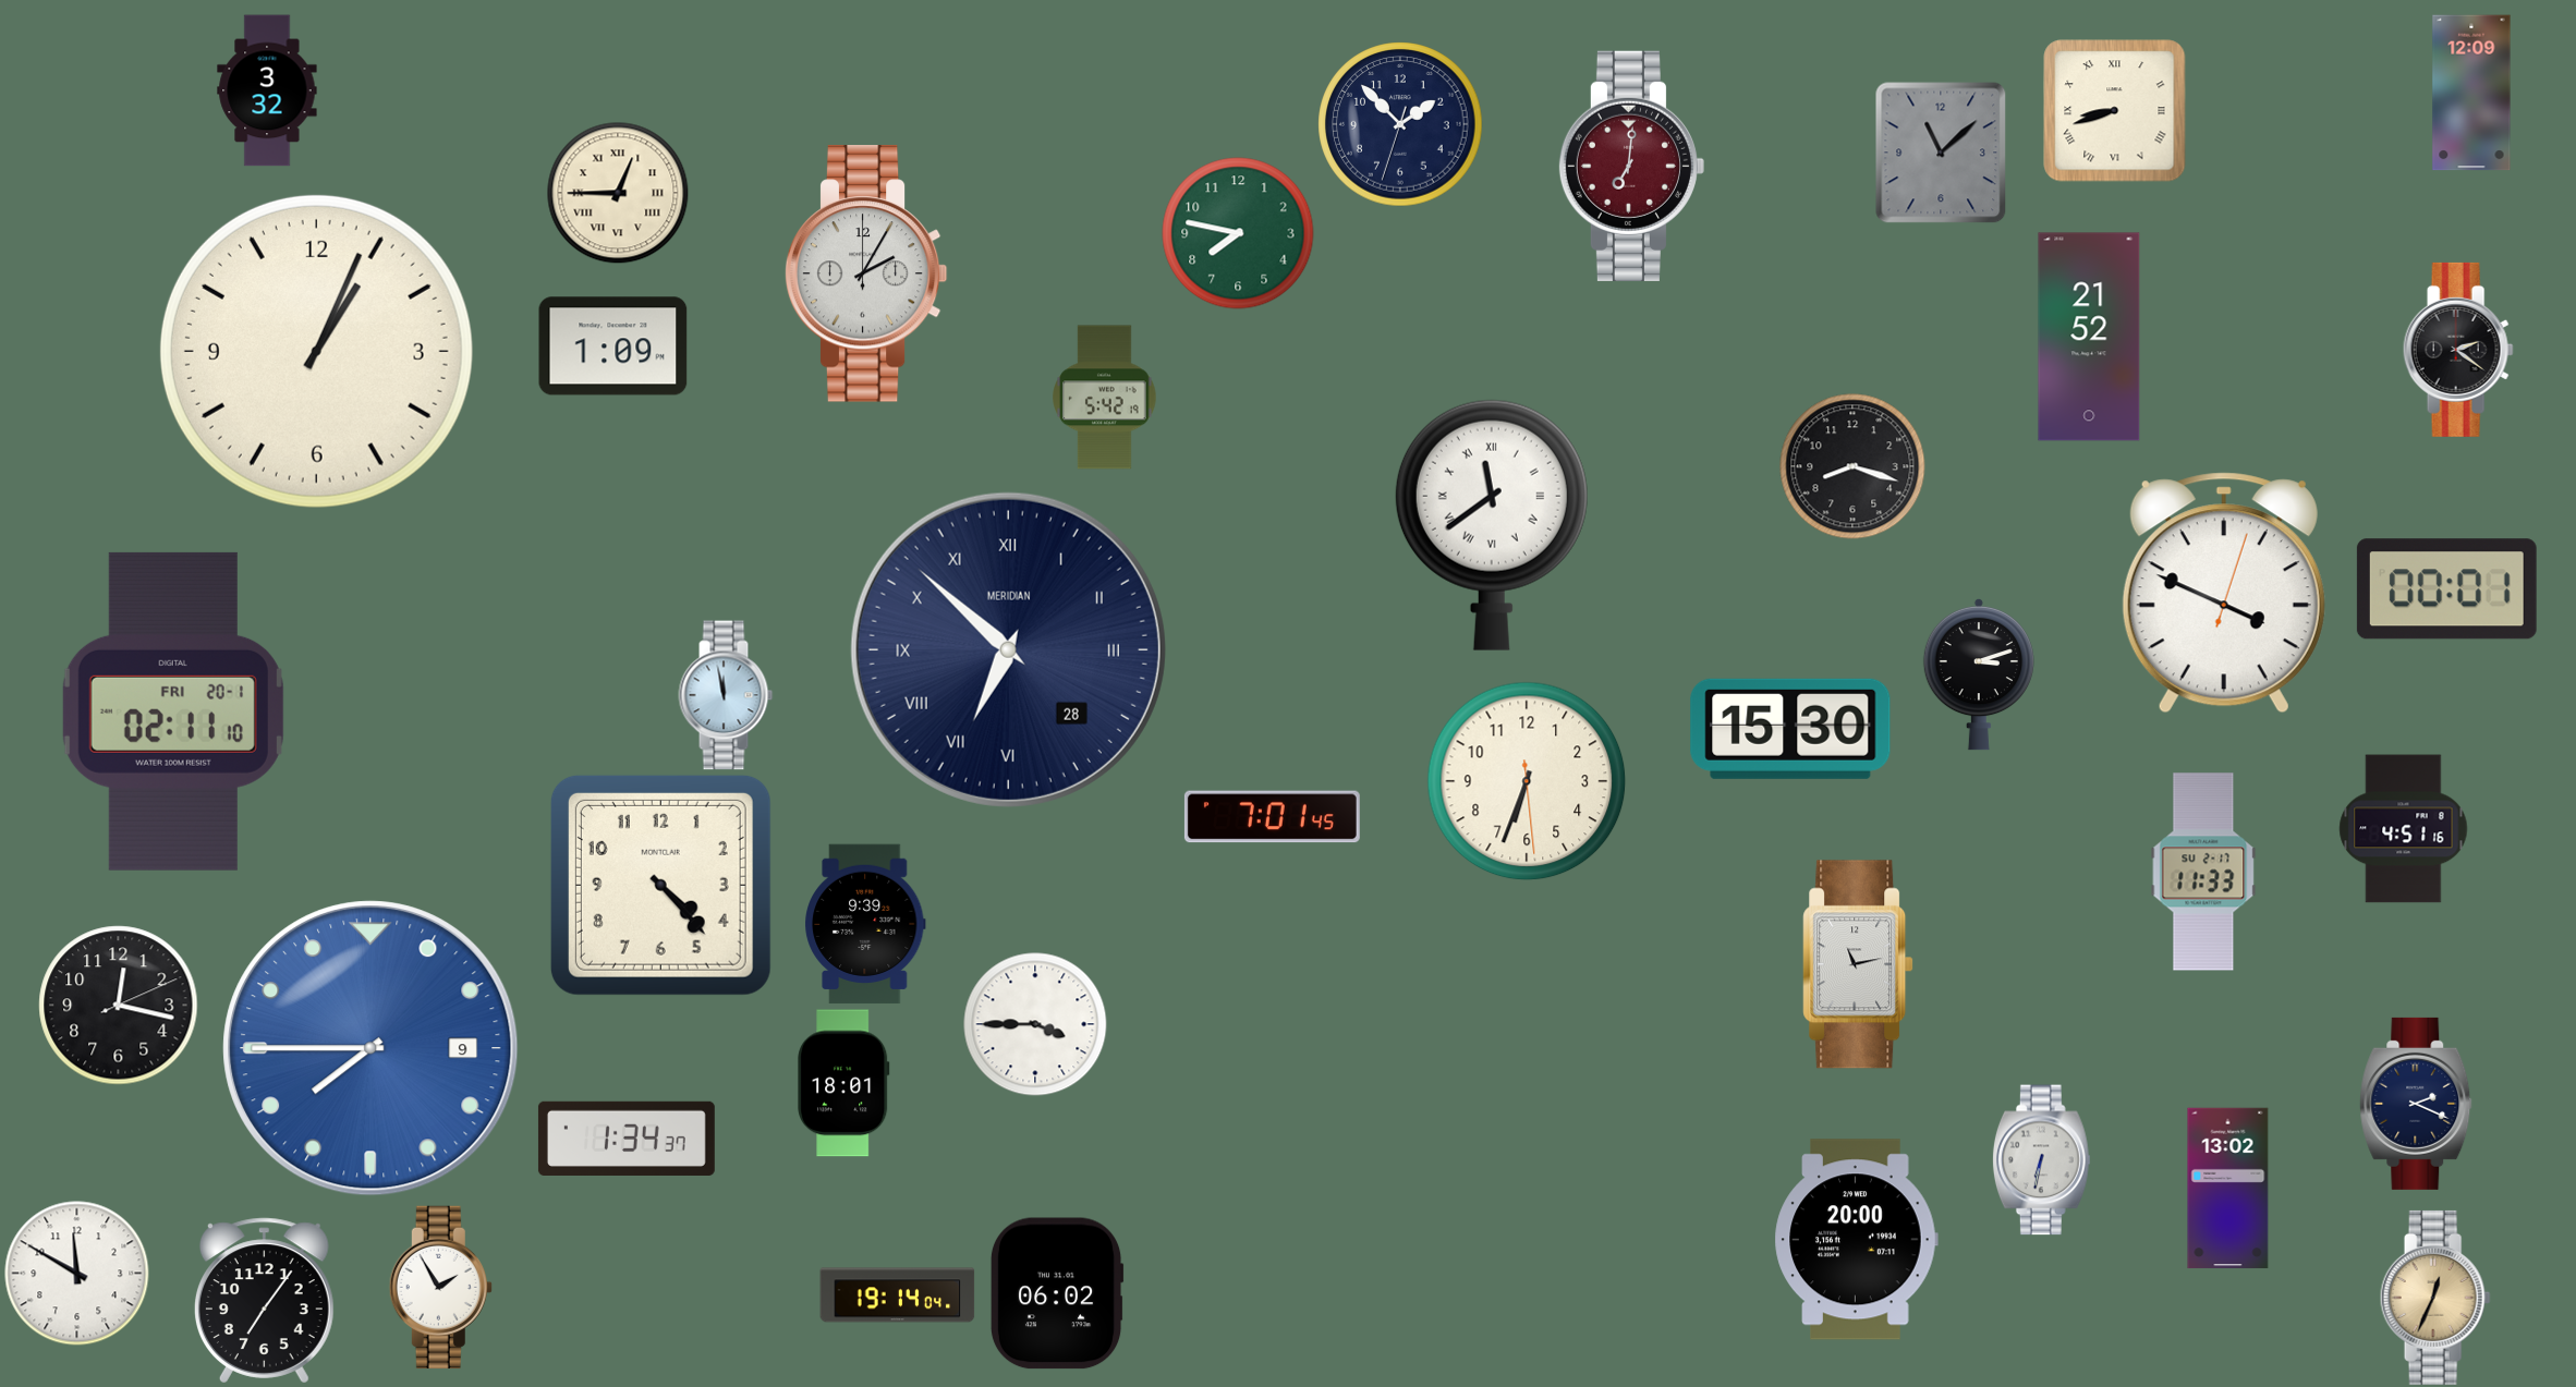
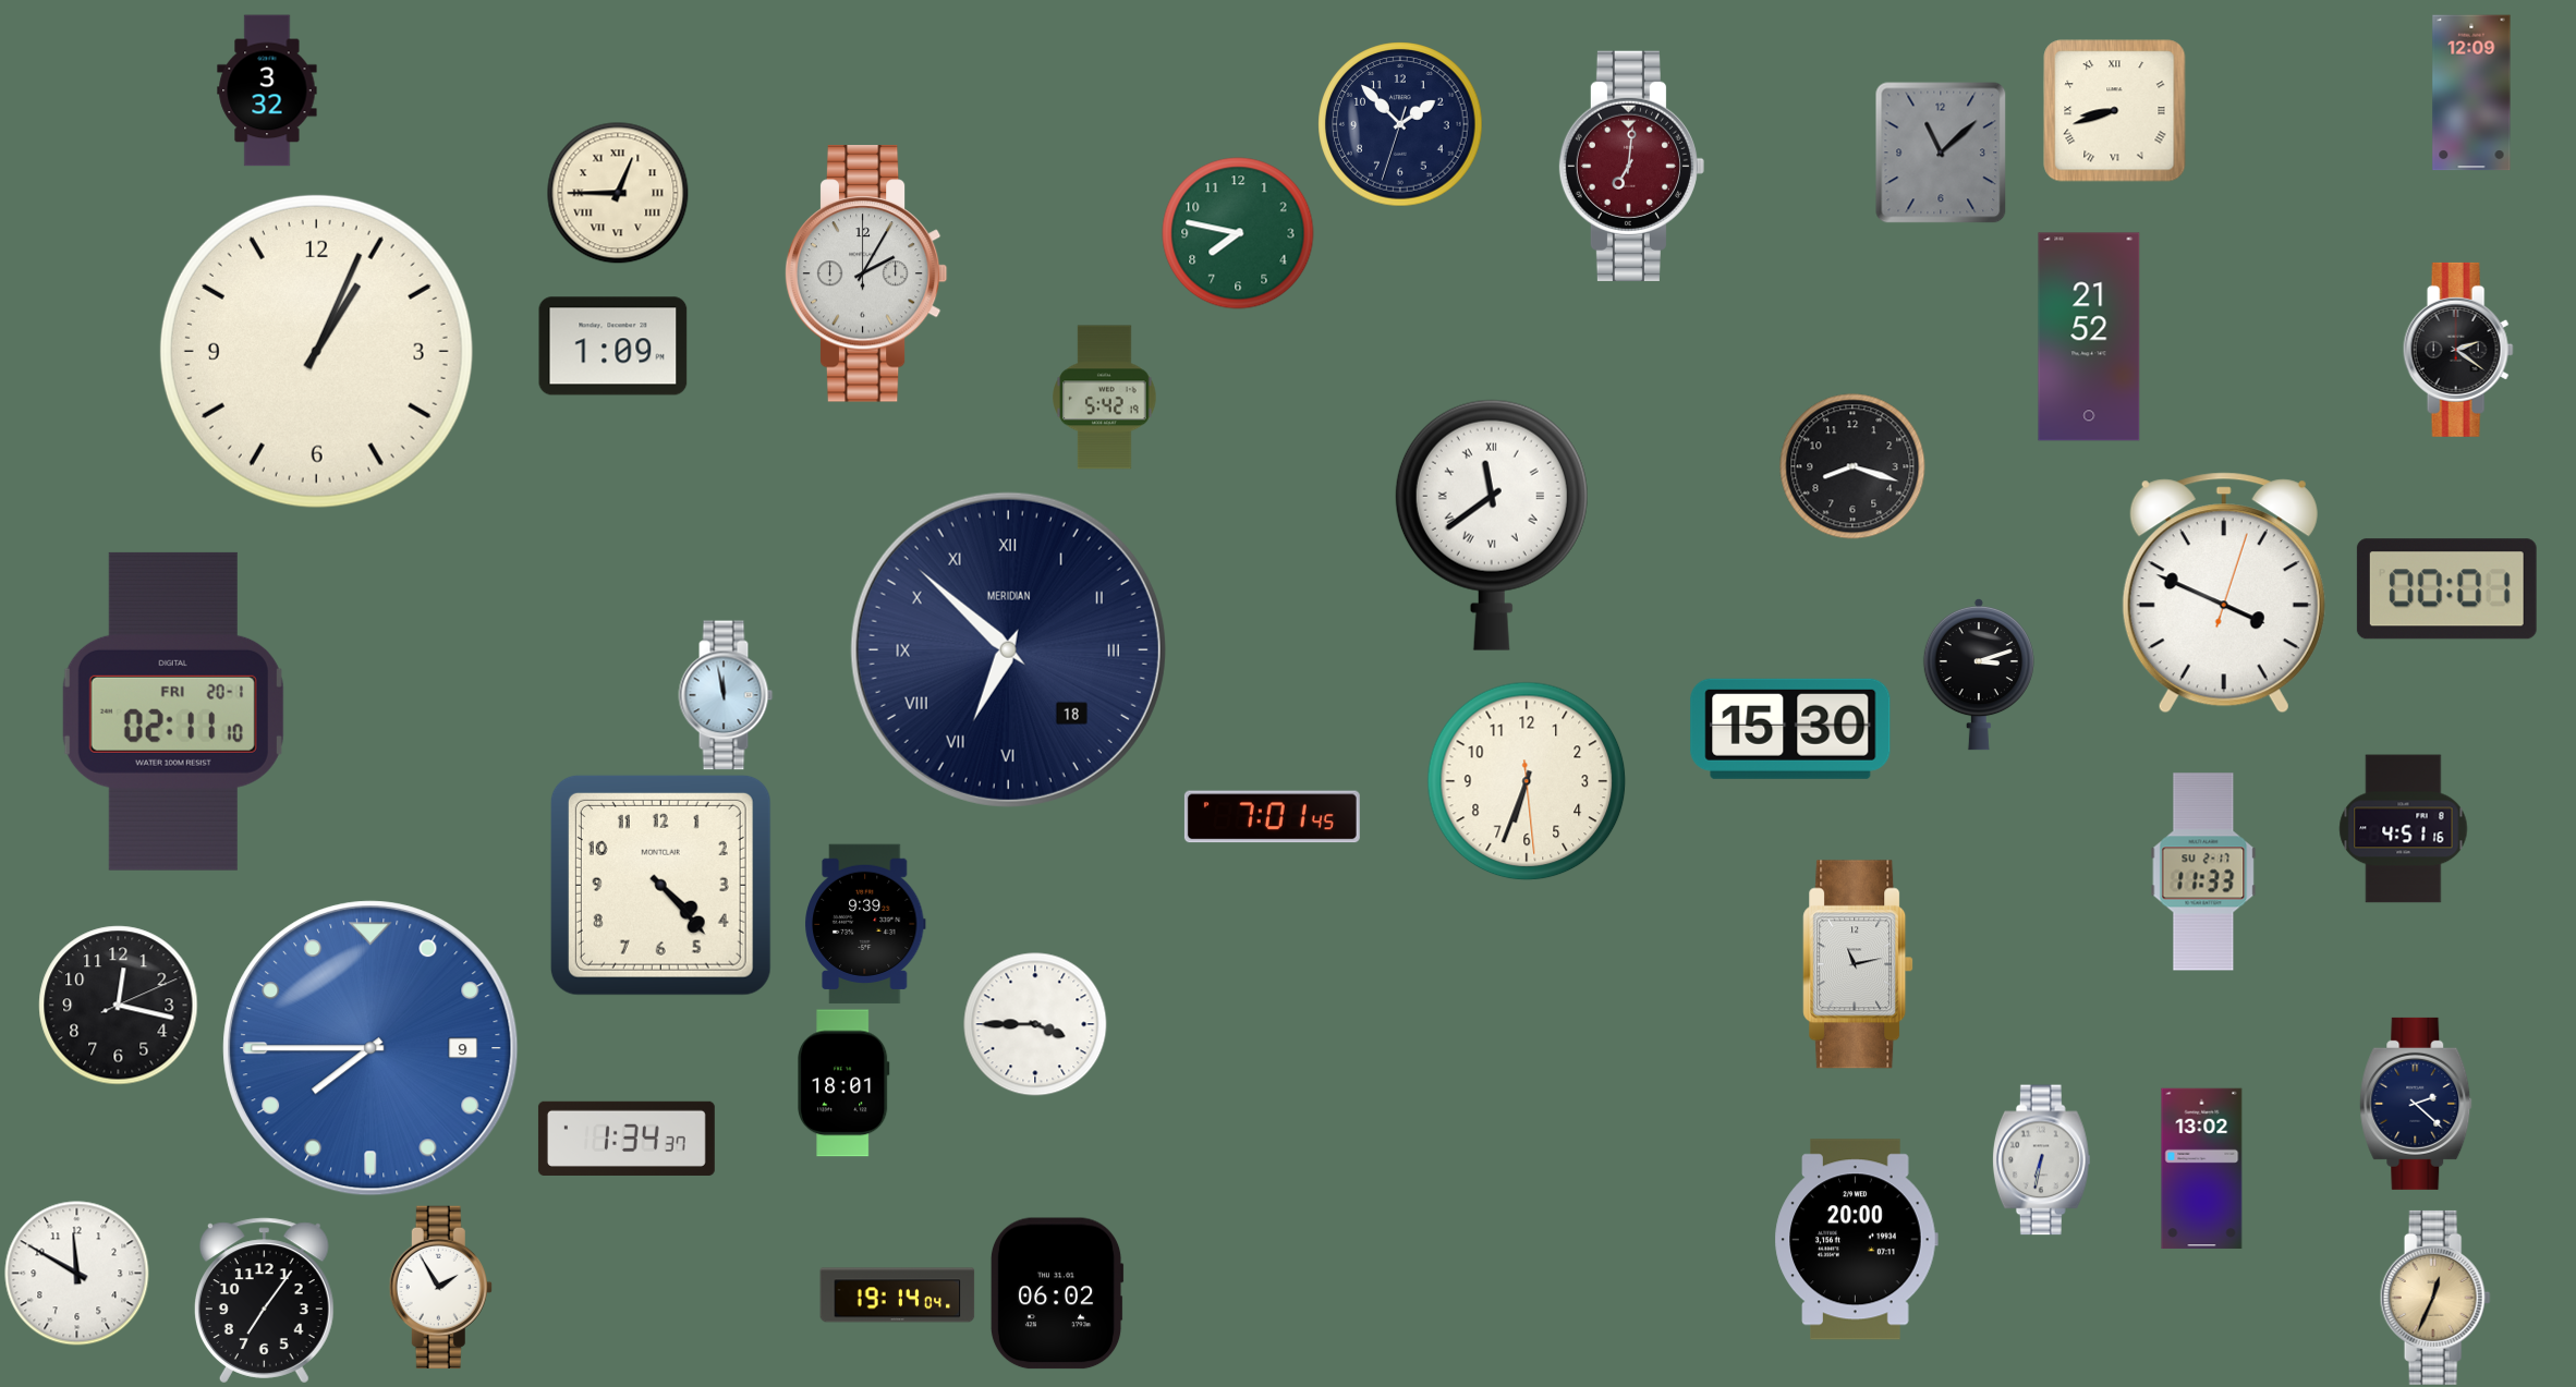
clock at (1008, 649) date: 28 -> 18
clock at (2416, 1104): 2:19 -> 2:22
clock at (2228, 1189) position: (2228, 1189) -> (2202, 1169)
